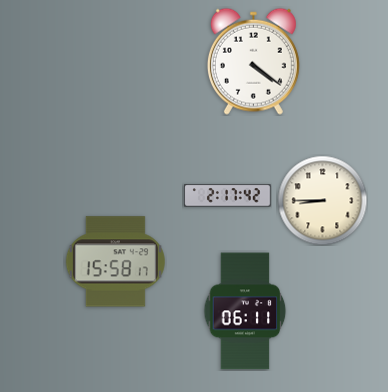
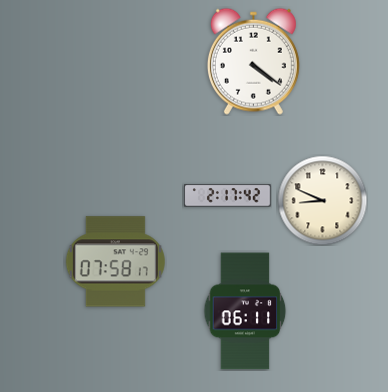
clock at (322, 200): 8:45 -> 8:49
clock at (115, 262): 15:58 -> 07:58
